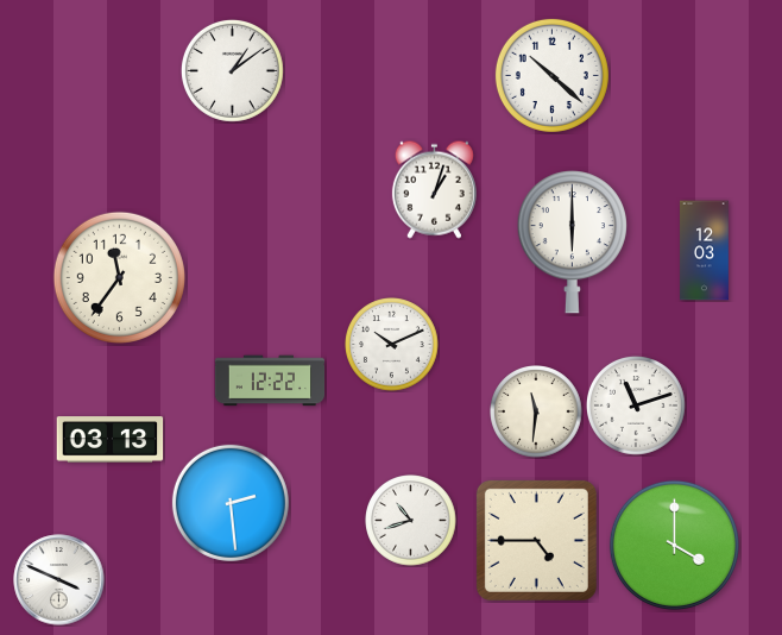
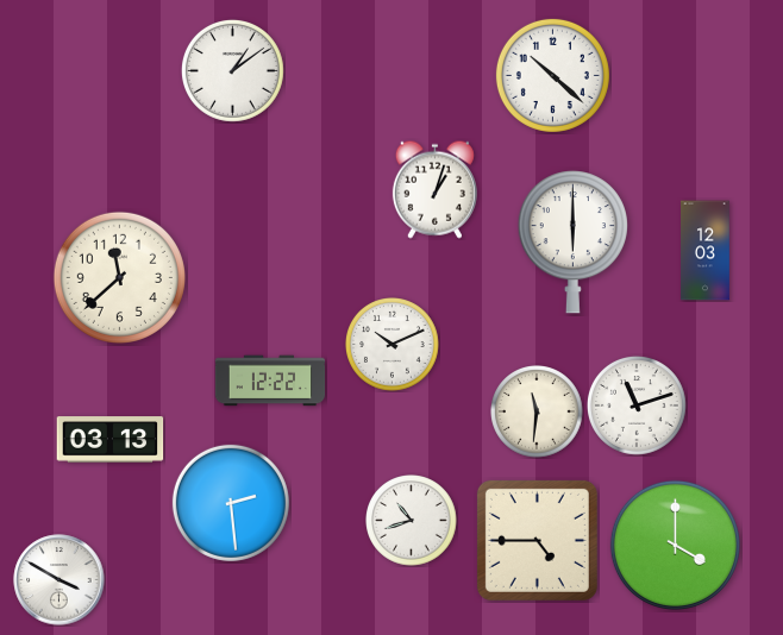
clock at (119, 277): 11:36 -> 11:38
clock at (59, 580): 3:49 -> 3:50
